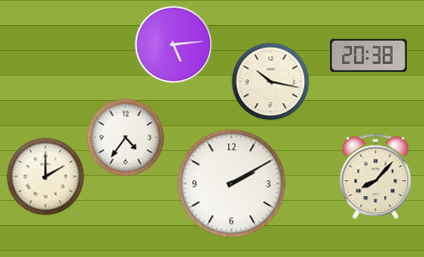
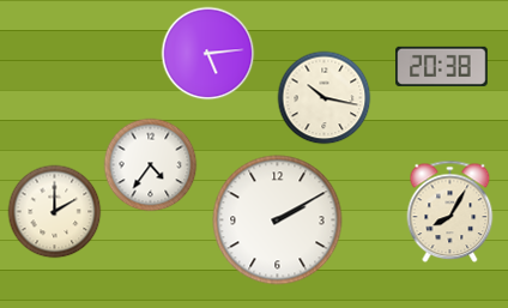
clock at (376, 176): 8:07 -> 8:05
